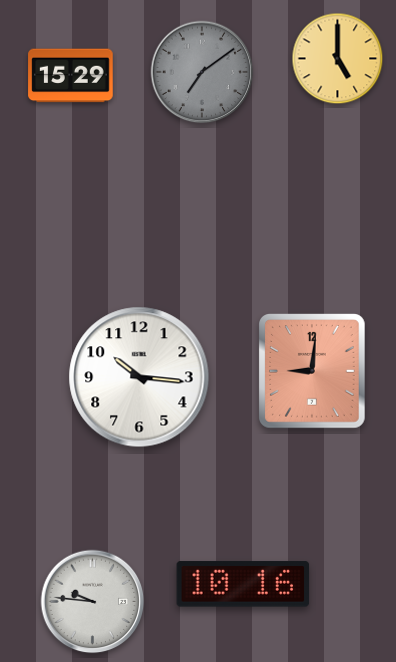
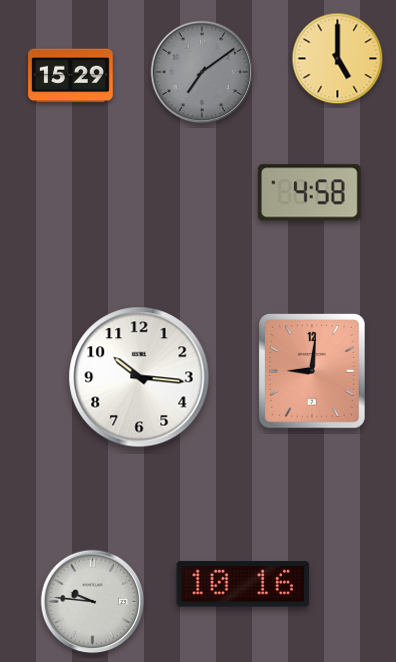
clock at (309, 193): none -> 4:58
